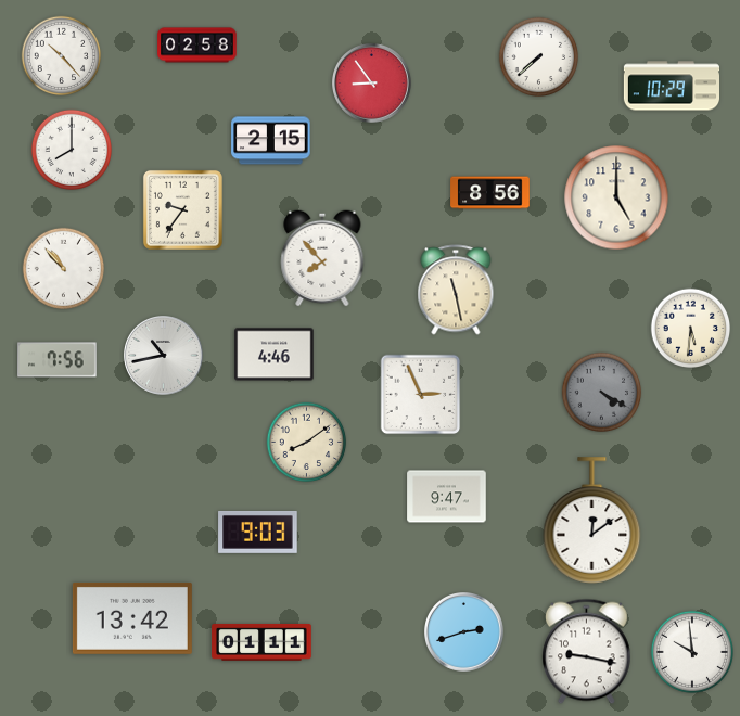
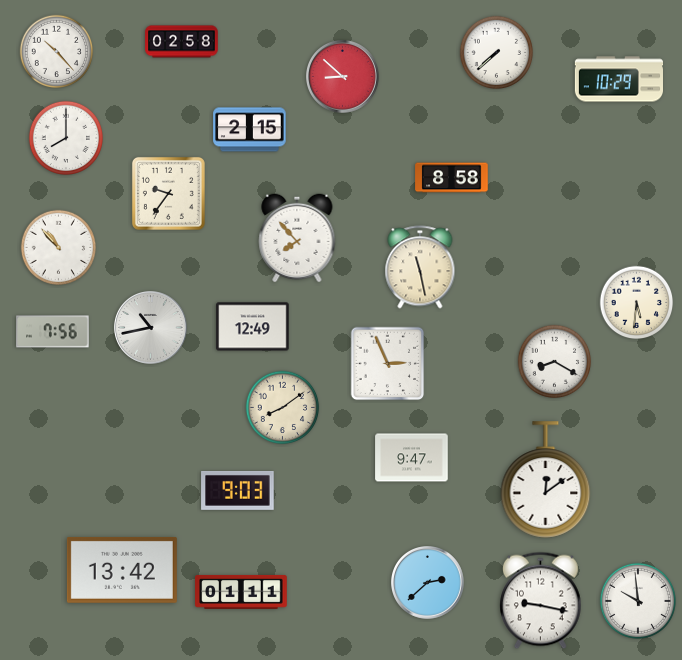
clock at (372, 84): 8:54 -> 8:52
clock at (490, 193): 8:56 -> 8:58
clock at (616, 197): 5:00 -> none
clock at (275, 355): 4:46 -> 12:49
clock at (602, 393): 4:20 -> 8:20
clock at (602, 393) dial: grey -> white
clock at (464, 632): 2:42 -> 2:38
